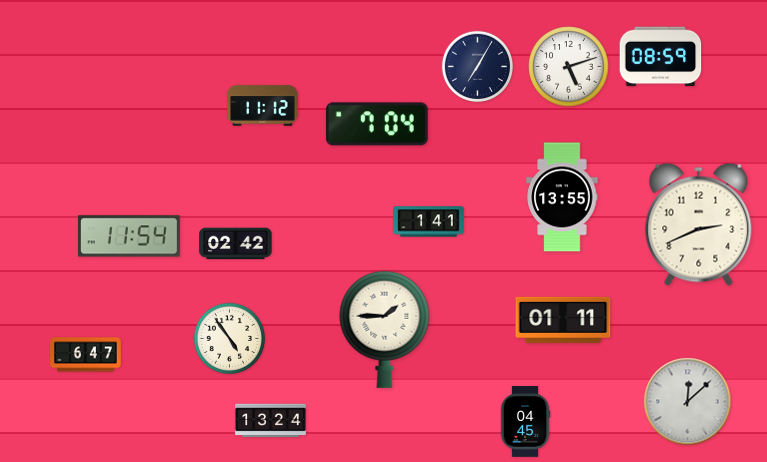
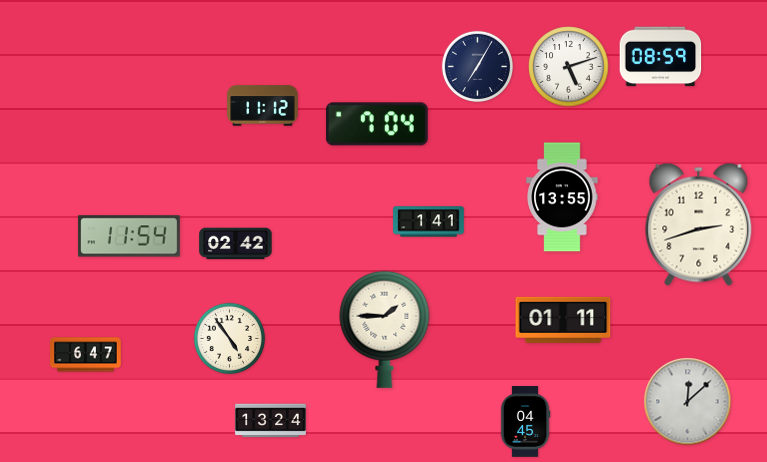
clock at (699, 224): 2:41 -> 2:42
